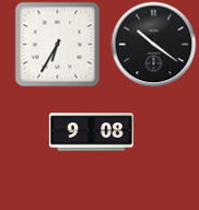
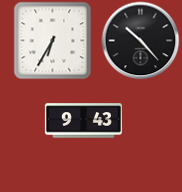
clock at (153, 44): 10:21 -> 10:23
clock at (91, 132): 9:08 -> 9:43
